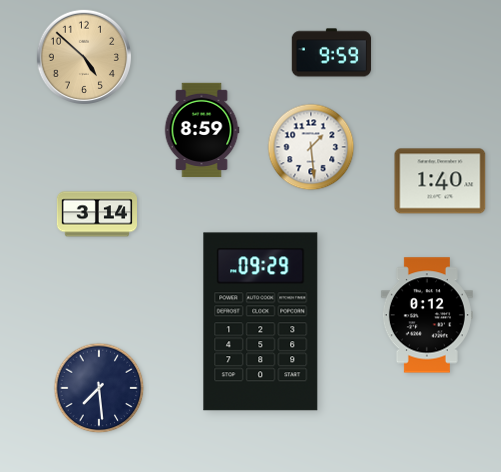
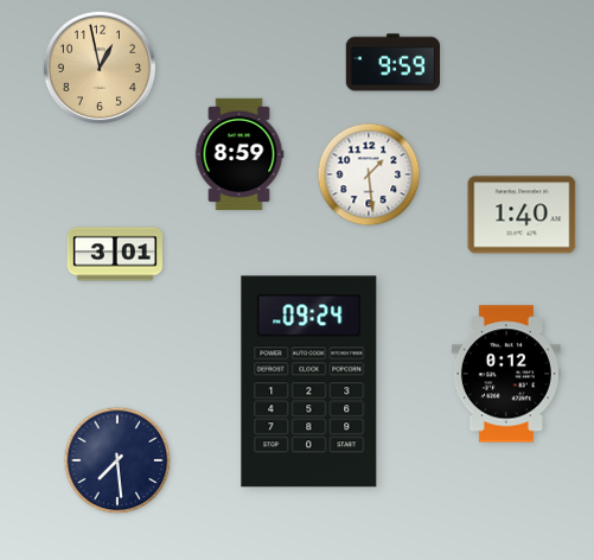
clock at (83, 56): 4:52 -> 12:58
clock at (96, 214): 3:14 -> 3:01
clock at (261, 322): 09:29 -> 09:24
